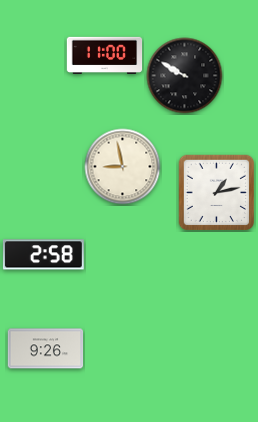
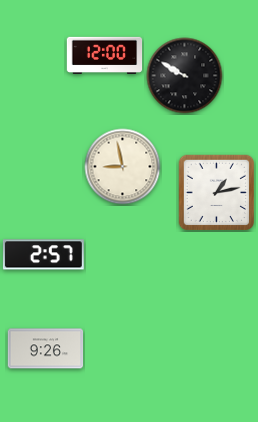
clock at (105, 55): 11:00 -> 12:00
clock at (43, 255): 2:58 -> 2:57
